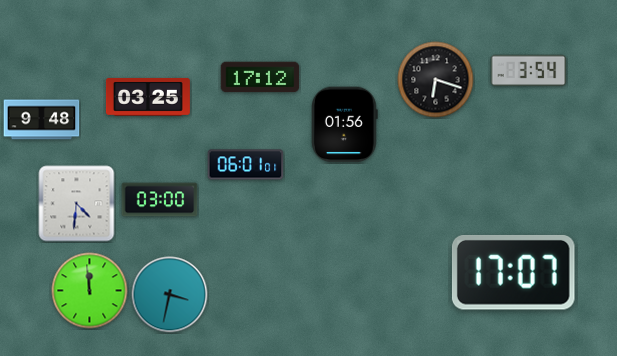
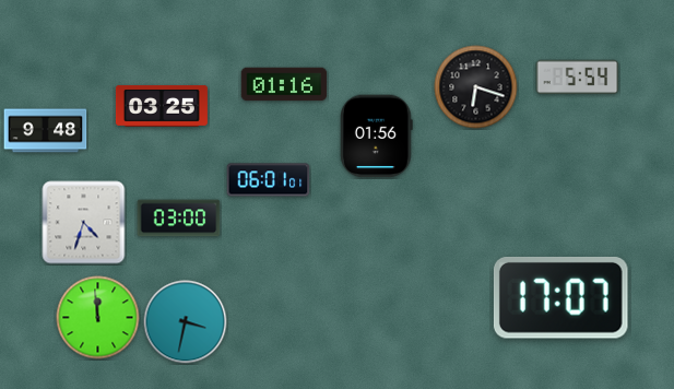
clock at (529, 71): 3:54 -> 5:54
clock at (260, 77): 17:12 -> 01:16
clock at (160, 200) position: (160, 200) -> (179, 219)
clock at (77, 204): 4:31 -> 4:33
